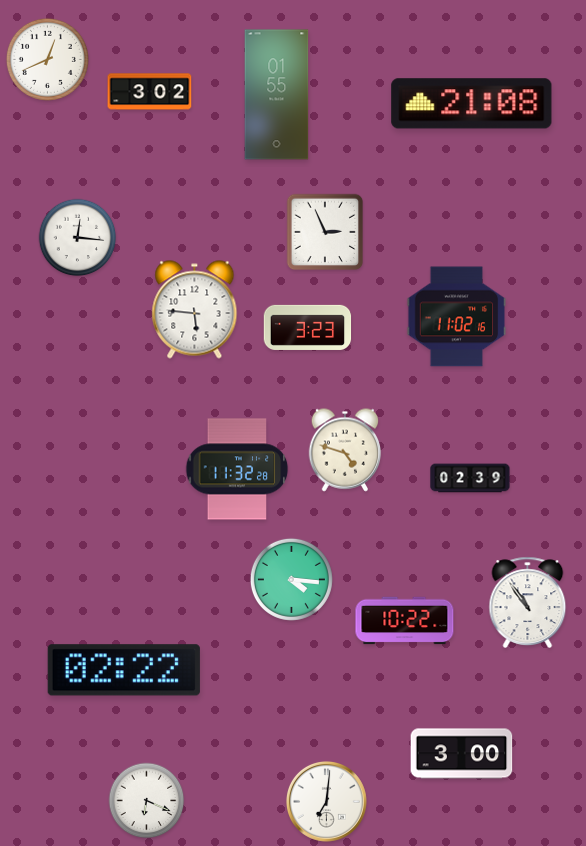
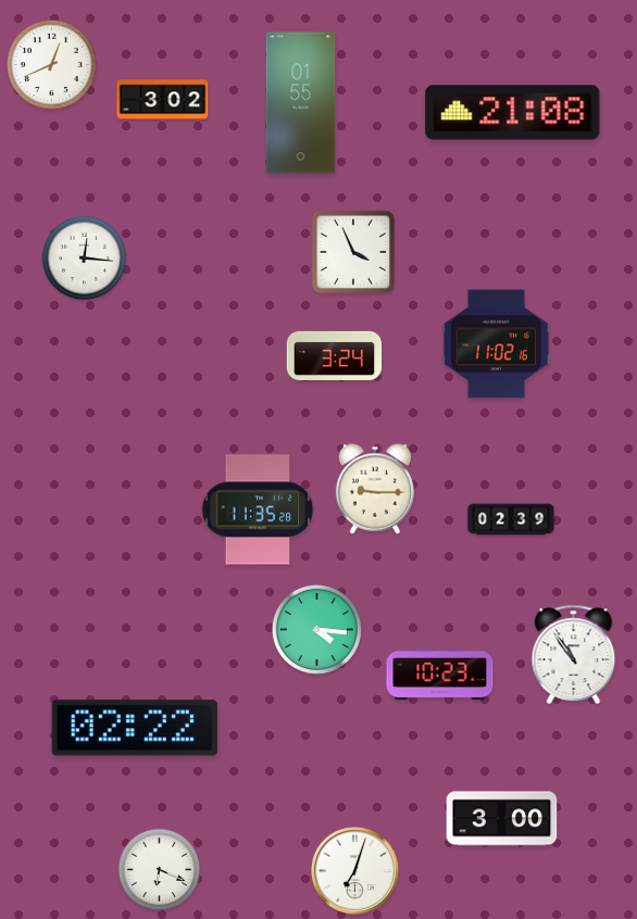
clock at (325, 232): 2:56 -> 3:56
clock at (195, 310): 5:46 -> none
clock at (308, 327): 3:23 -> 3:24
clock at (345, 450): 4:48 -> 9:15
clock at (237, 469): 11:32 -> 11:35
clock at (405, 621): 10:22 -> 10:23
clock at (326, 801): 7:01 -> 7:03
